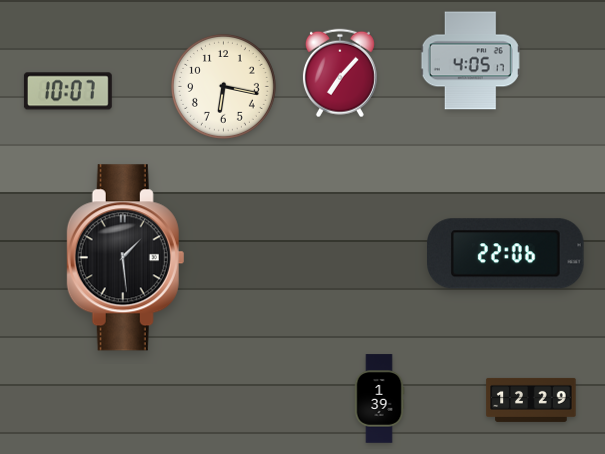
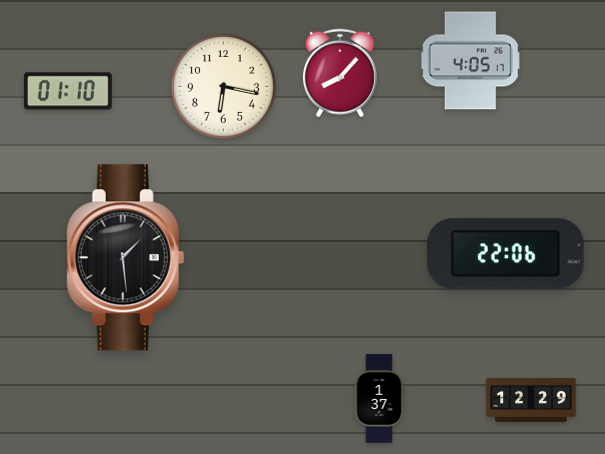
clock at (340, 73): 7:07 -> 8:07
clock at (68, 91): 10:07 -> 01:10
clock at (379, 399): 1:39 -> 1:37
